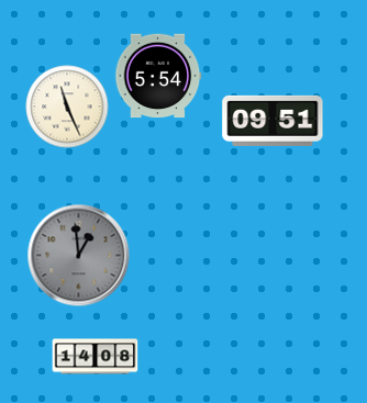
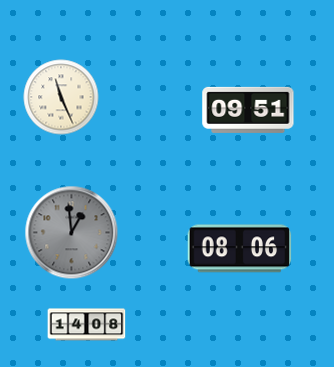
clock at (158, 76): 5:54 -> none
clock at (240, 249): none -> 08:06
